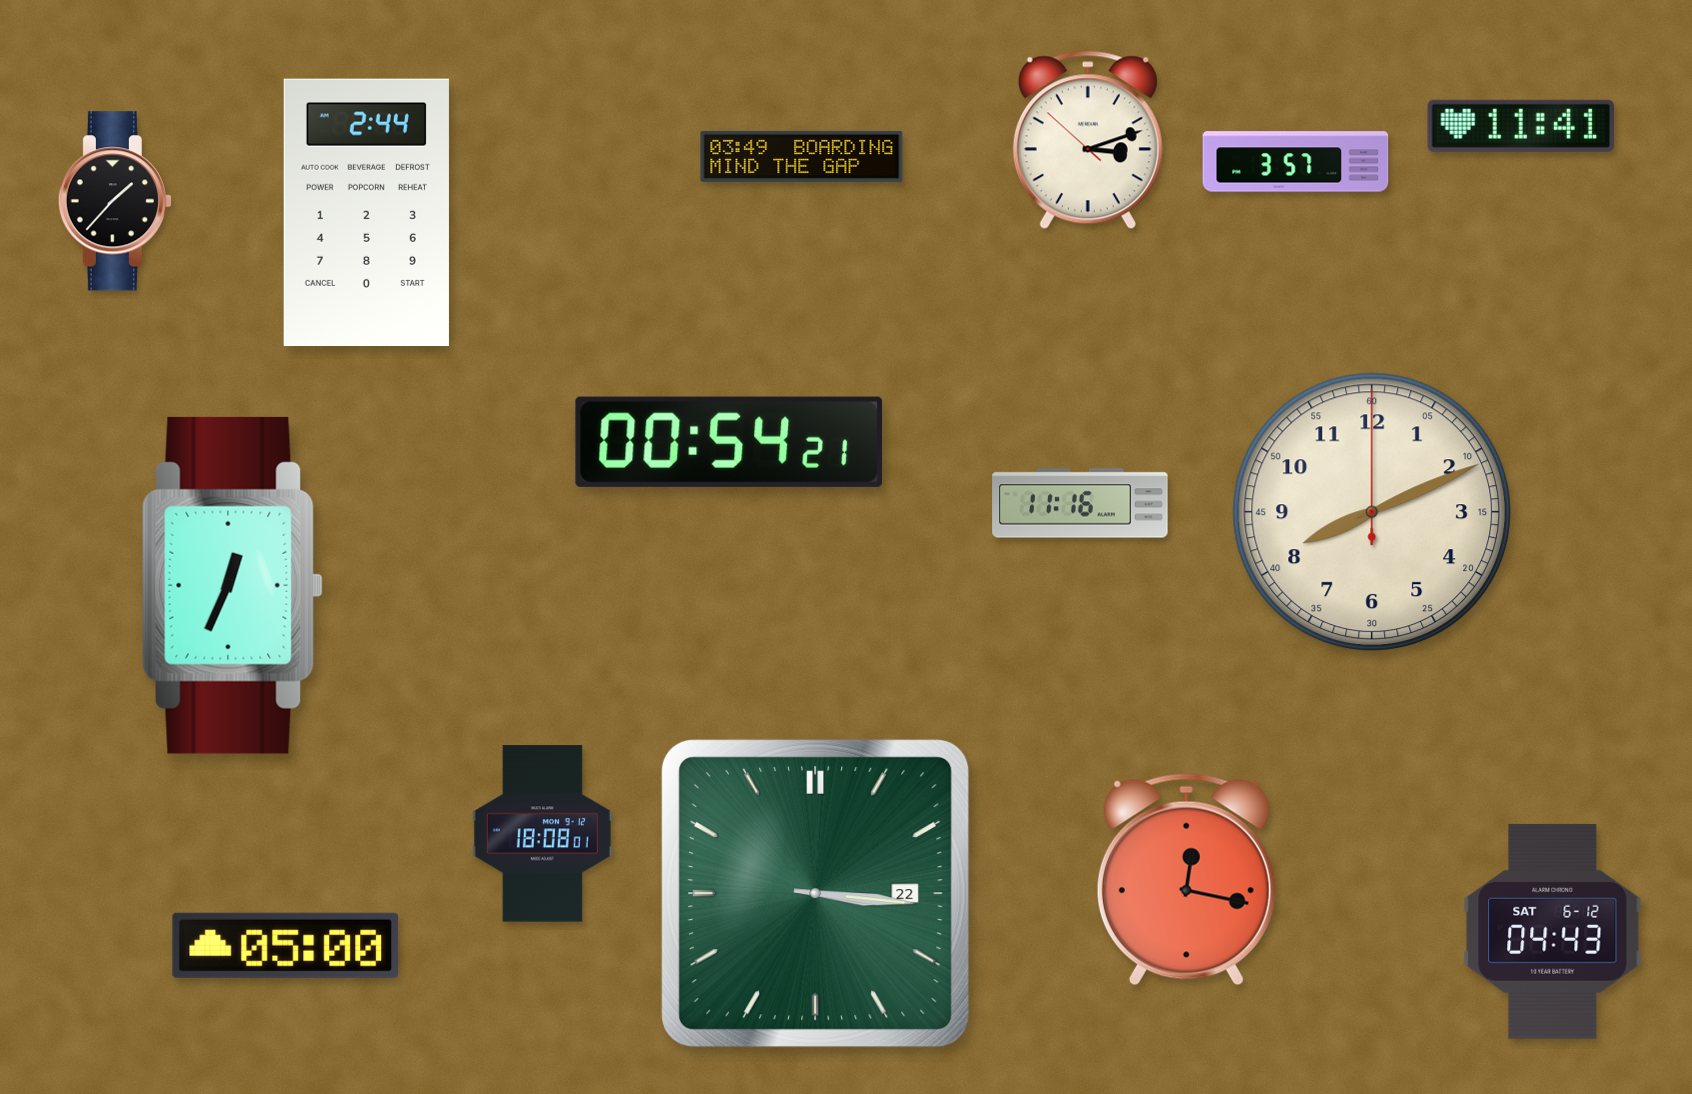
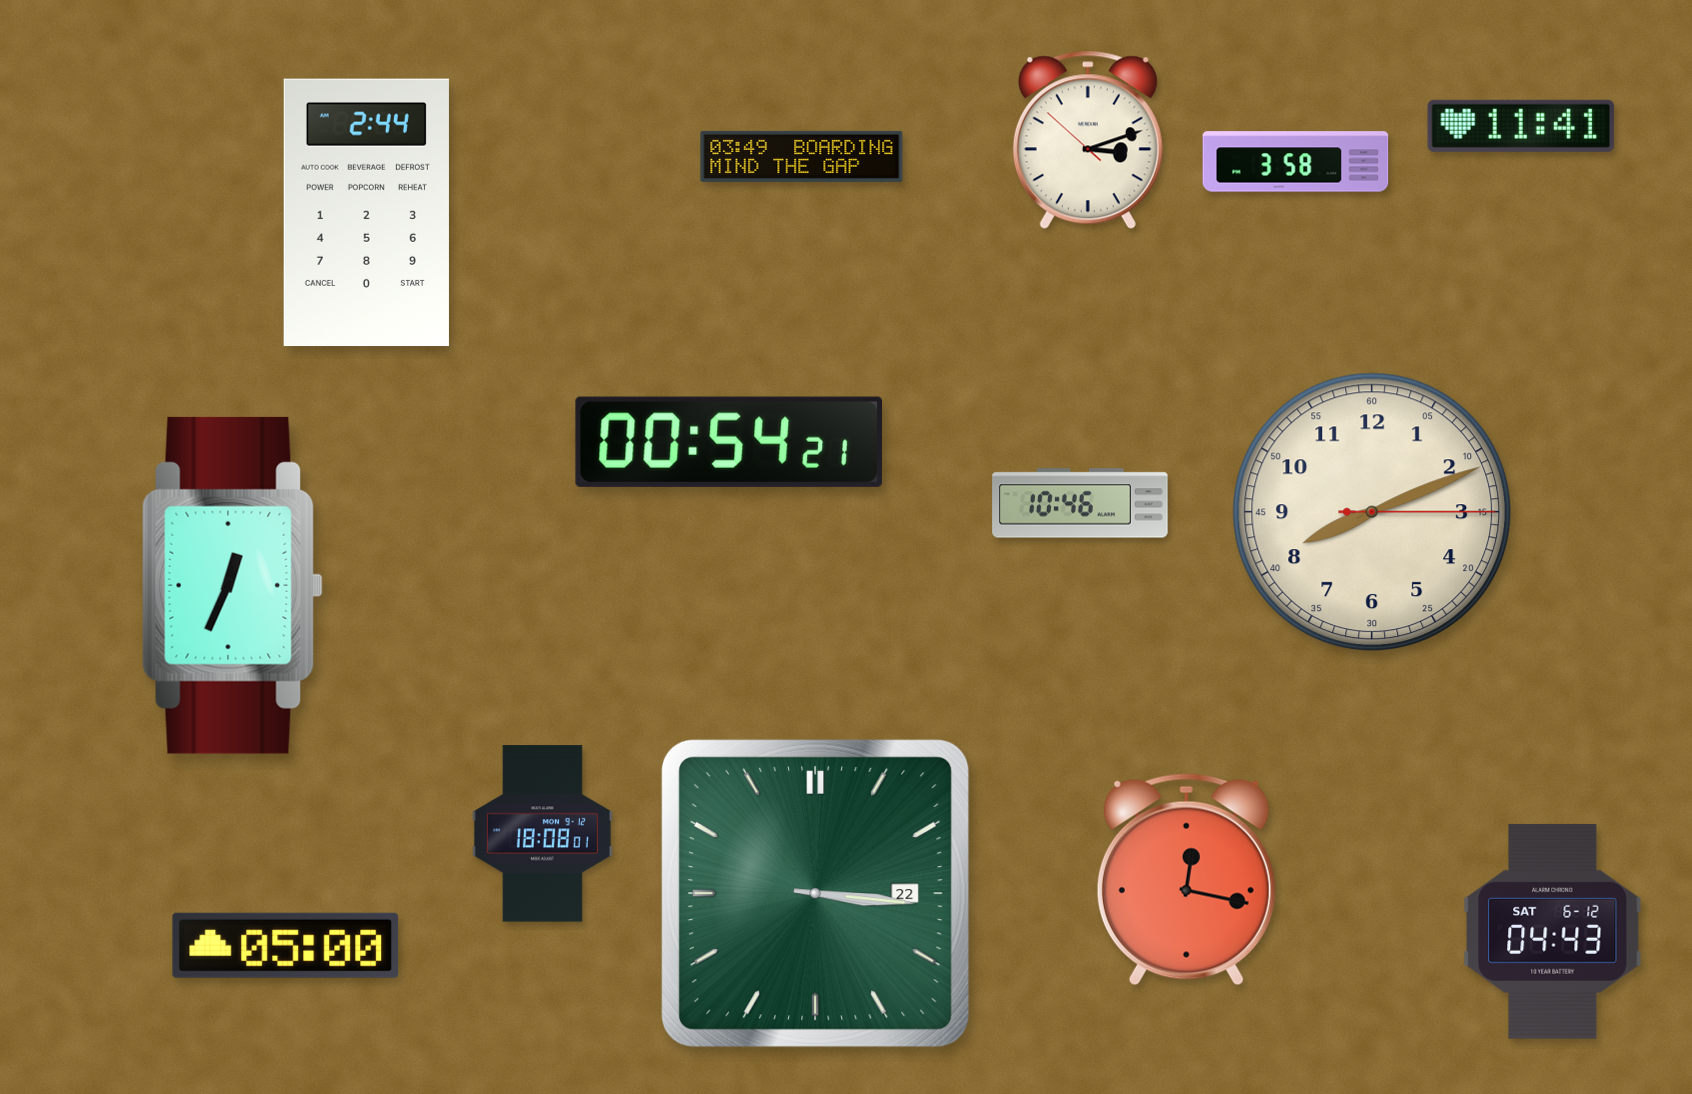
clock at (1296, 162): 3:57 -> 3:58
clock at (115, 201): 1:37 -> none
clock at (1080, 503): 11:16 -> 10:46
clock at (1372, 512): 8:11:00 -> 8:11:15
